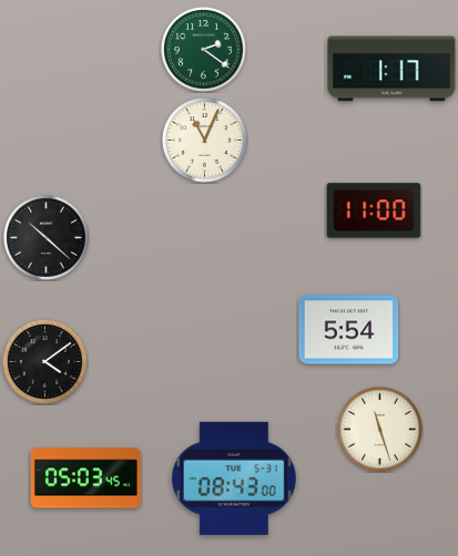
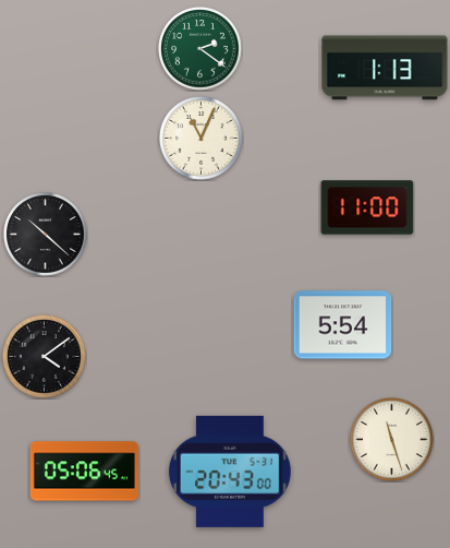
clock at (391, 69): 1:17 -> 1:13
clock at (380, 430) position: (380, 430) -> (392, 440)
clock at (85, 478): 05:03 -> 05:06
clock at (234, 478): 08:43 -> 20:43
